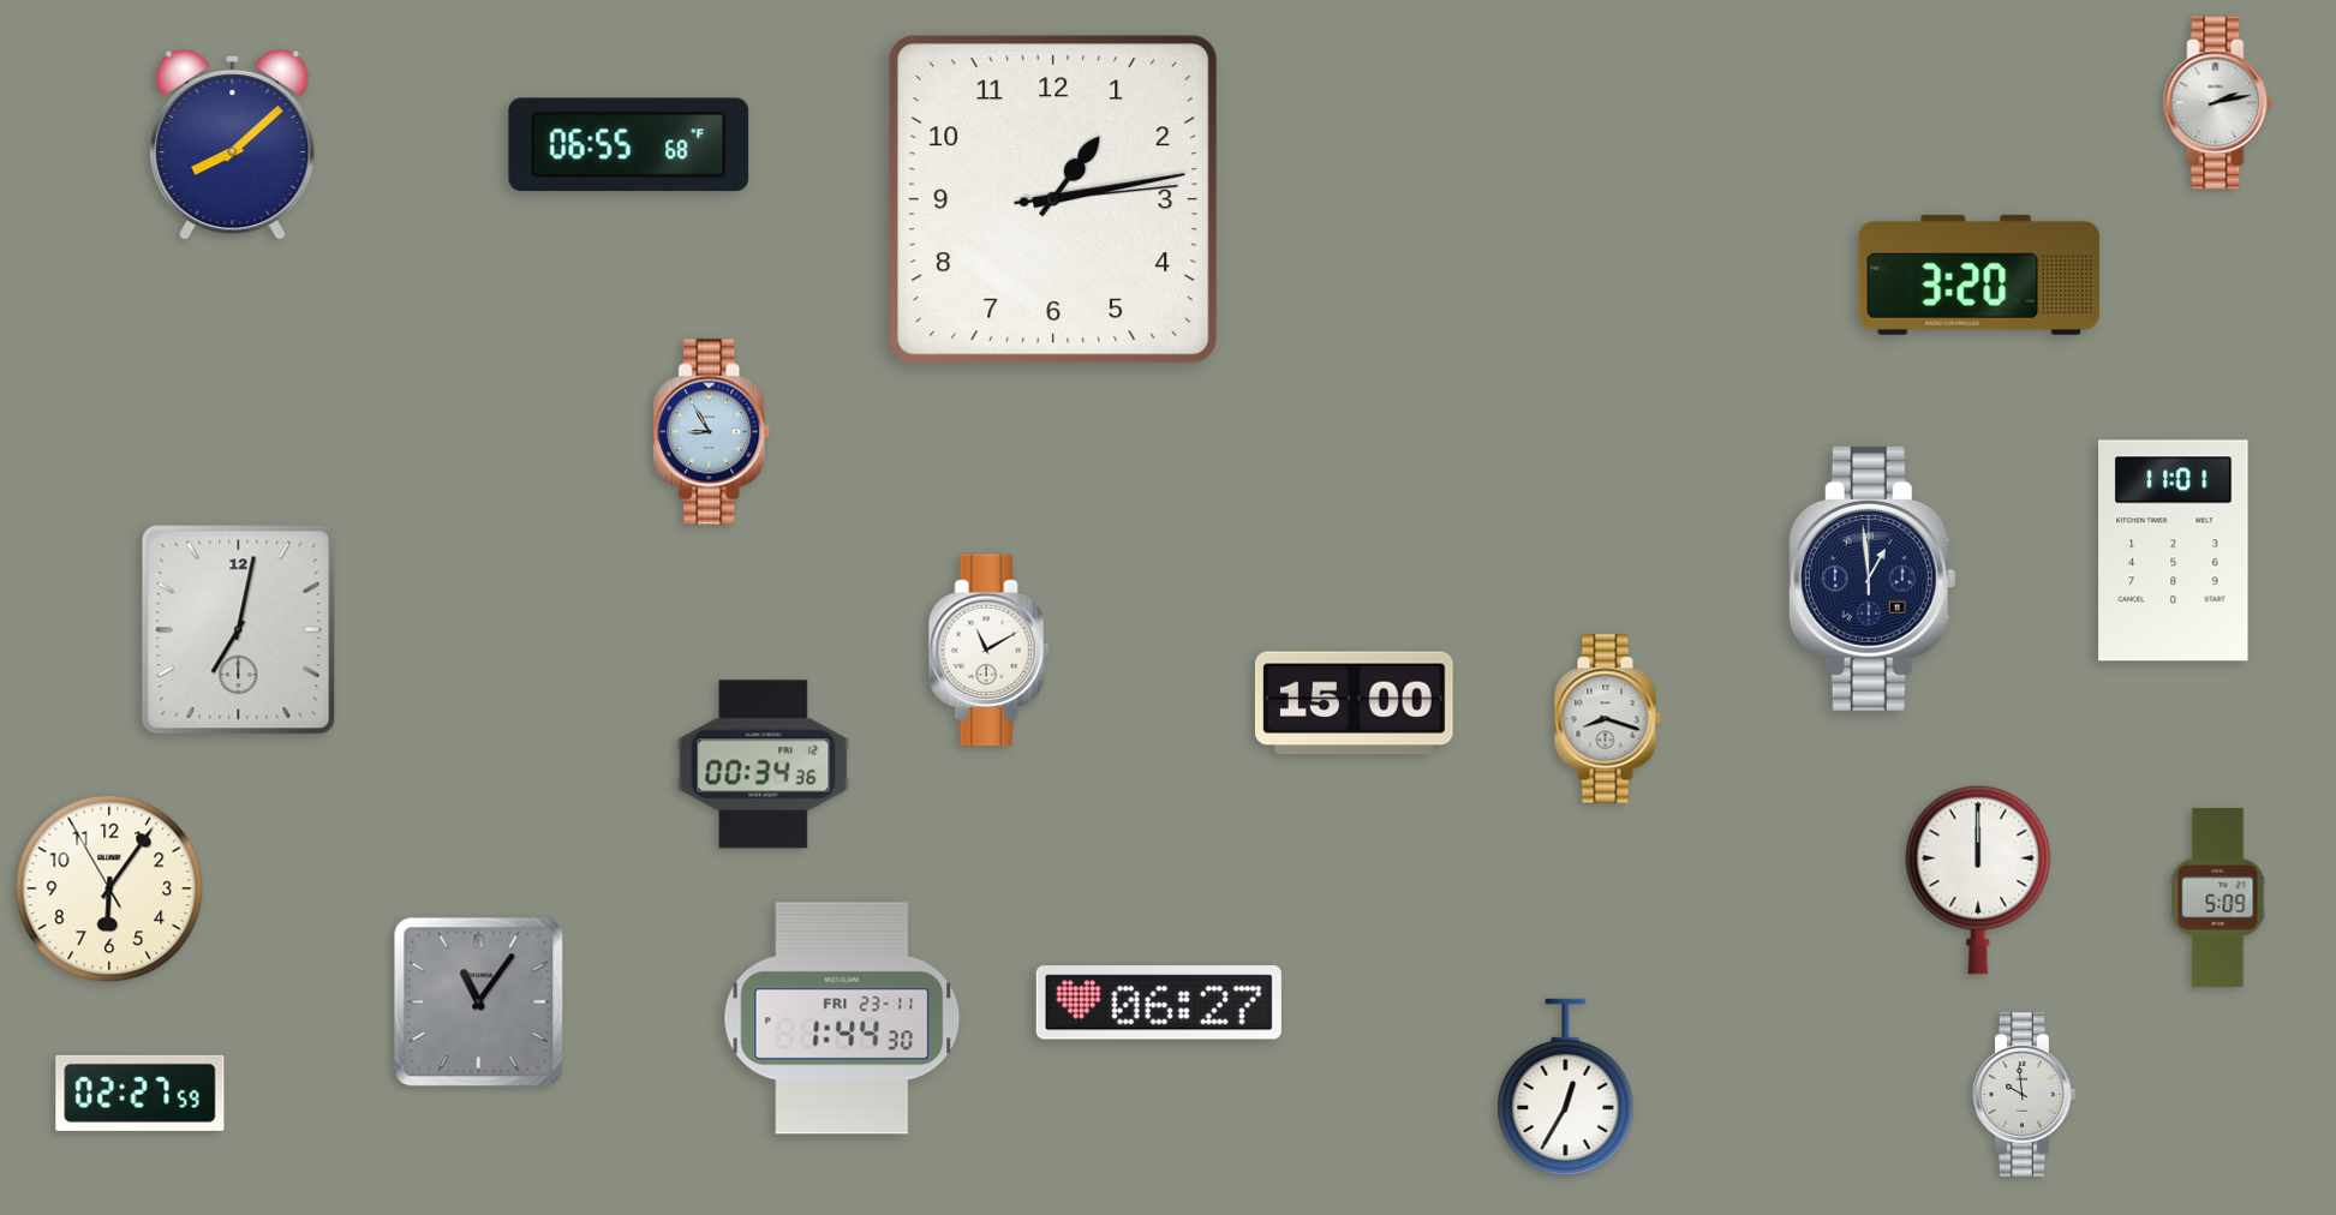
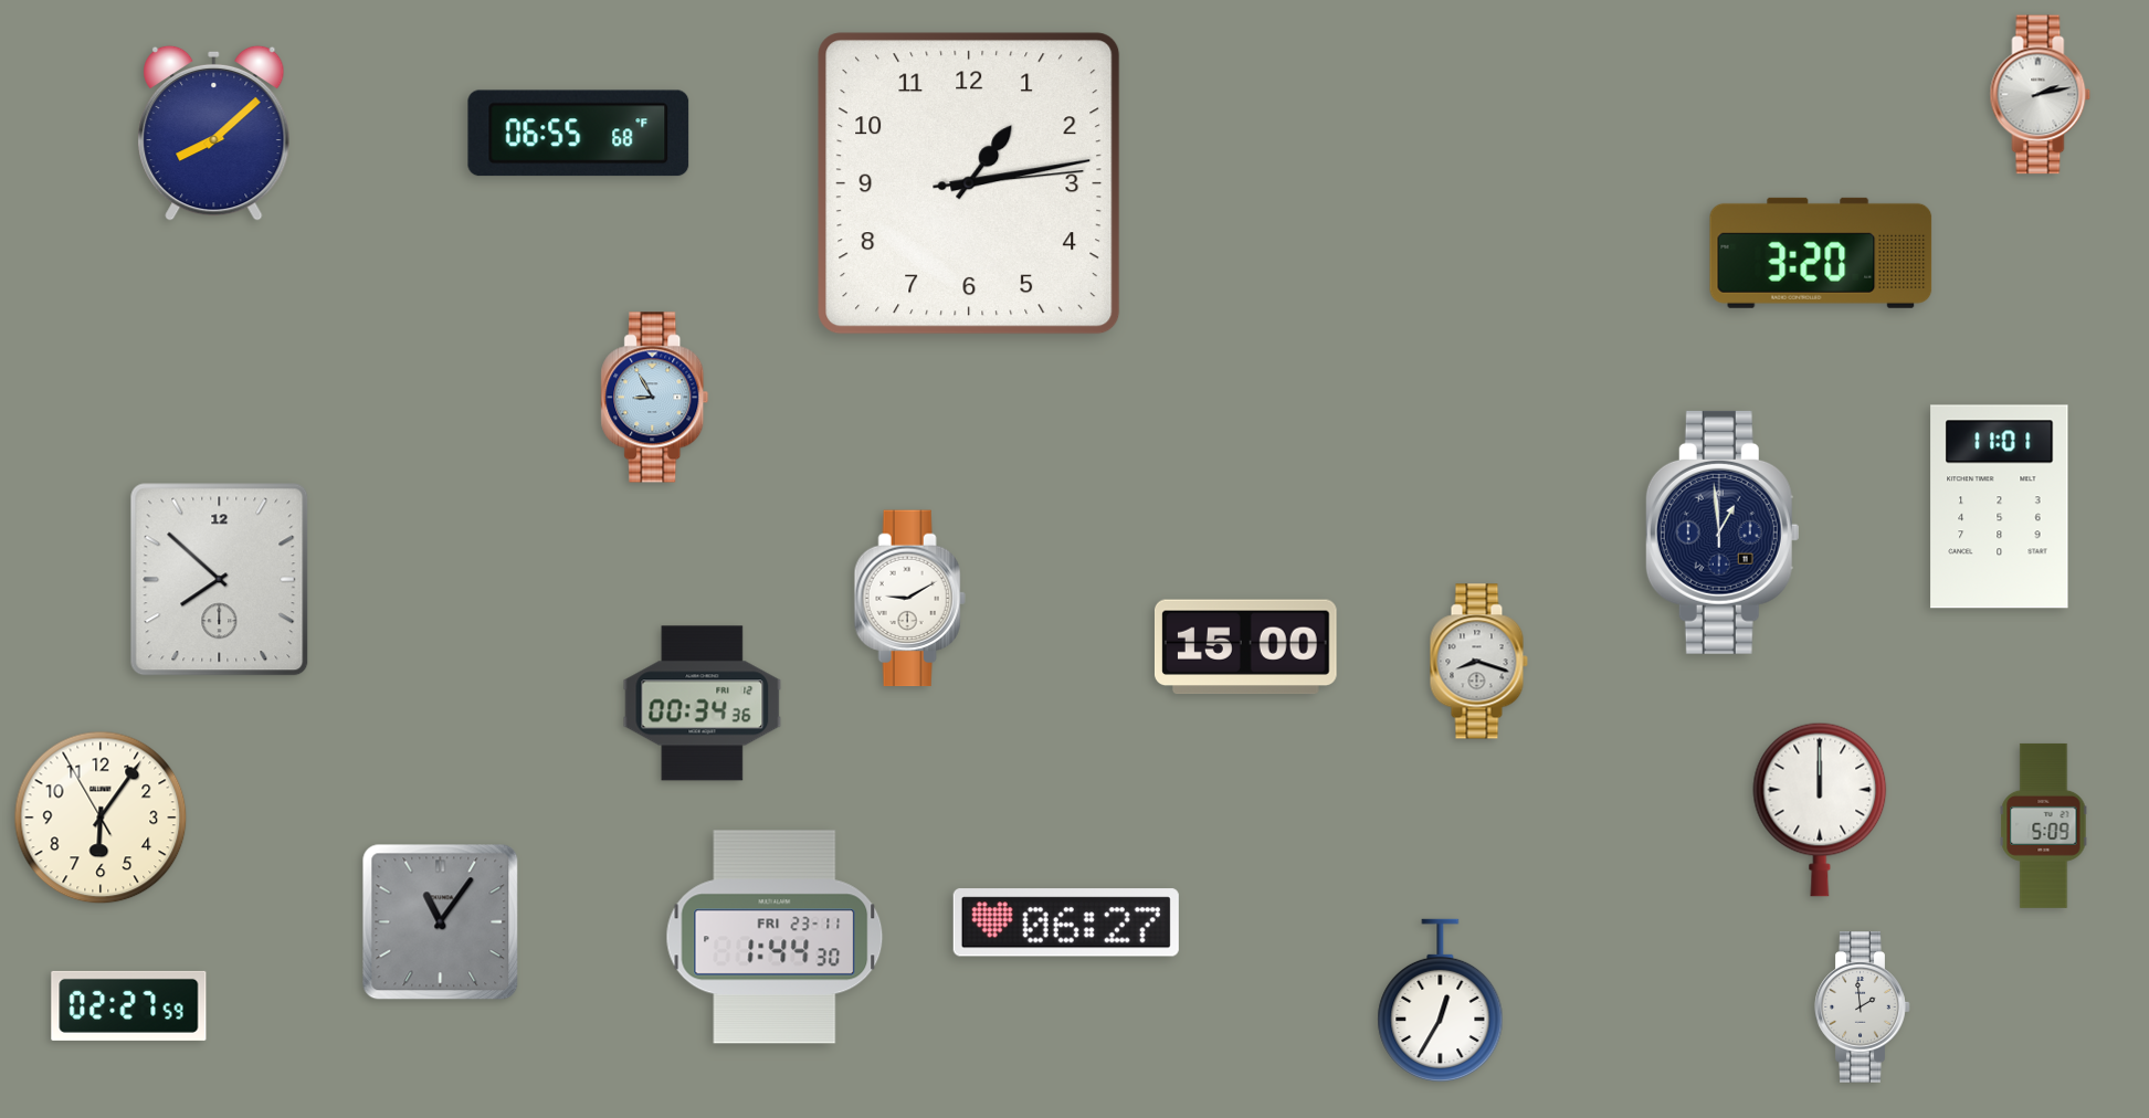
clock at (239, 630): 7:02 -> 7:52
clock at (988, 651): 11:10 -> 9:10
clock at (2218, 897) position: (2218, 897) -> (2044, 825)
clock at (2025, 1095): 9:59 -> 1:59
